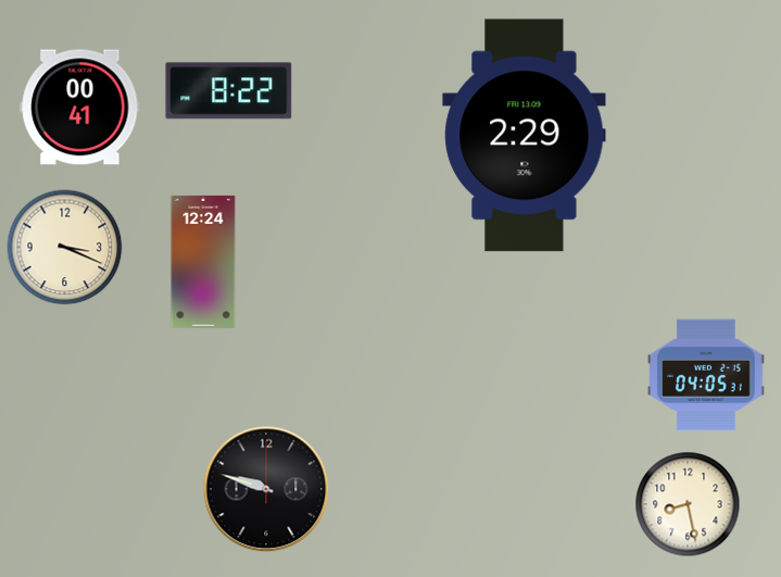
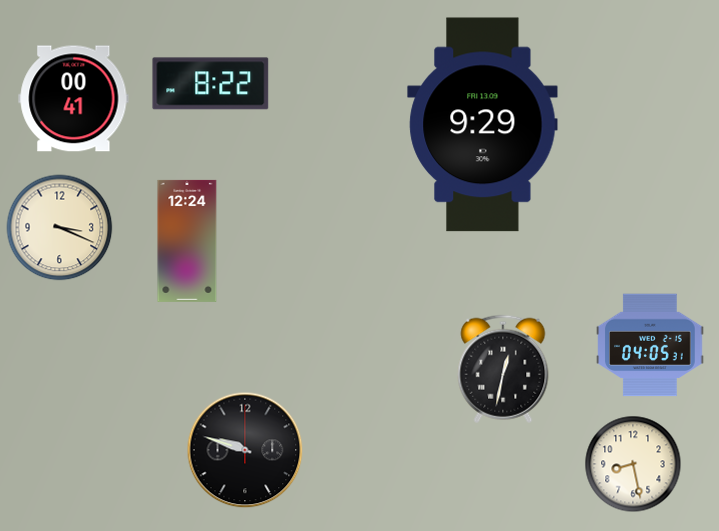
clock at (525, 136): 2:29 -> 9:29
clock at (503, 369): none -> 12:32
